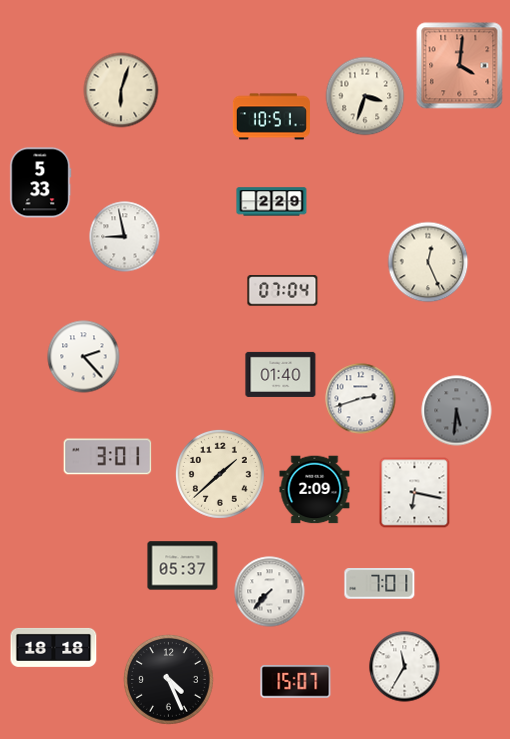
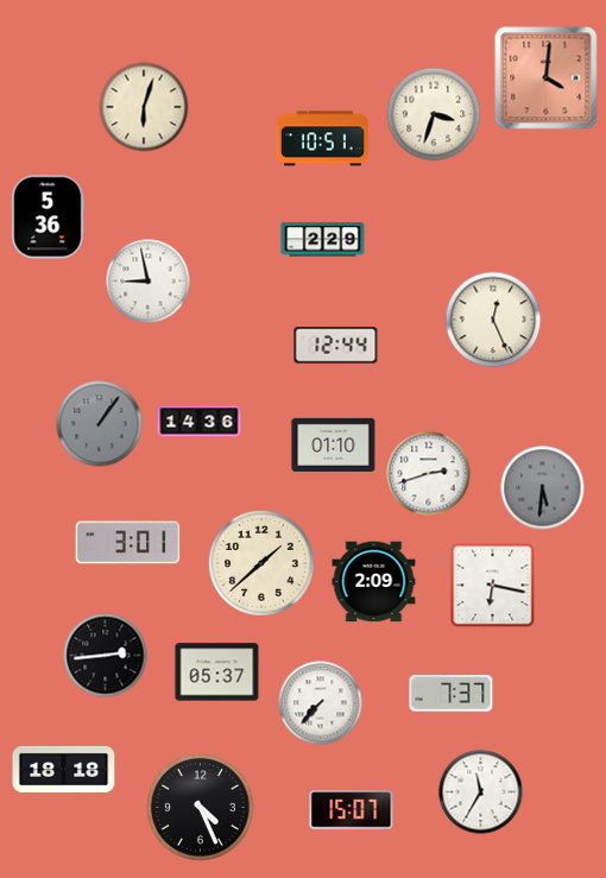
clock at (41, 183): 5:33 -> 5:36
clock at (428, 262) position: (428, 262) -> (493, 320)
clock at (283, 291): 07:04 -> 12:44
clock at (200, 422): none -> 14:36
clock at (84, 357): 2:23 -> 1:06
clock at (84, 357) dial: white -> grey
clock at (281, 374): 01:40 -> 01:10
clock at (106, 656): none -> 2:44
clock at (380, 584): 7:01 -> 7:37
